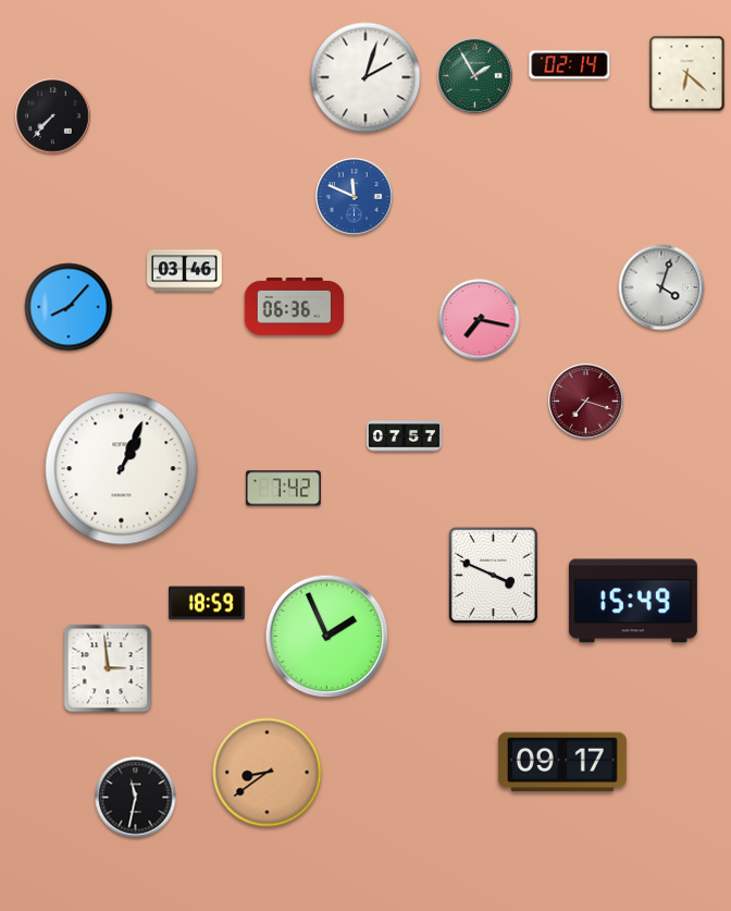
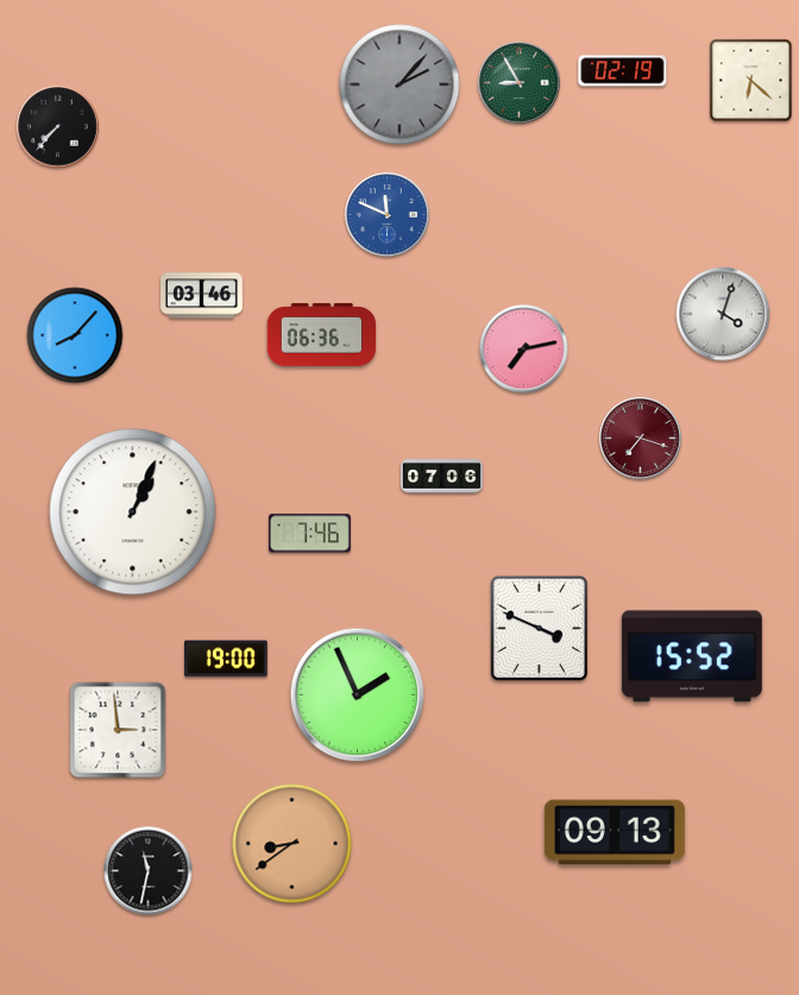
clock at (570, 65): 02:14 -> 02:19
clock at (475, 76): 1:55 -> 8:55
clock at (365, 77): 2:03 -> 2:07
clock at (365, 77) dial: white -> grey
clock at (480, 320): 7:17 -> 7:13
clock at (405, 436): 07:57 -> 07:06
clock at (283, 489): 7:42 -> 7:46
clock at (633, 601): 15:49 -> 15:52
clock at (208, 603): 18:59 -> 19:00
clock at (562, 762): 09:17 -> 09:13
